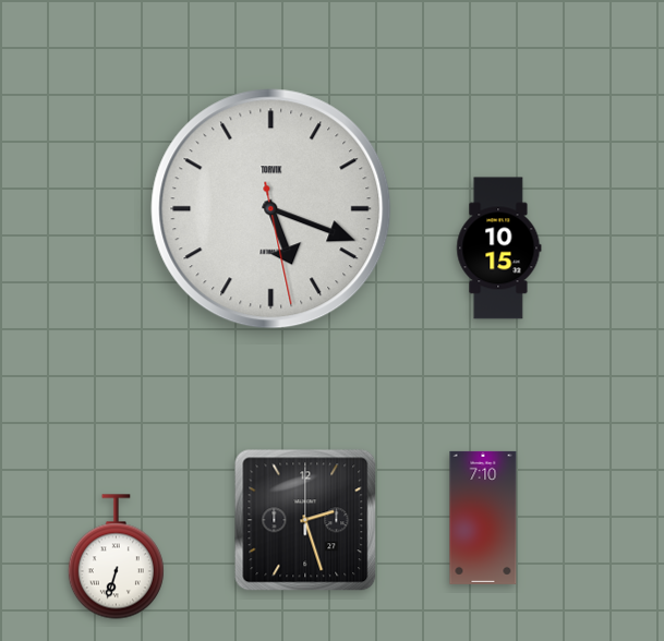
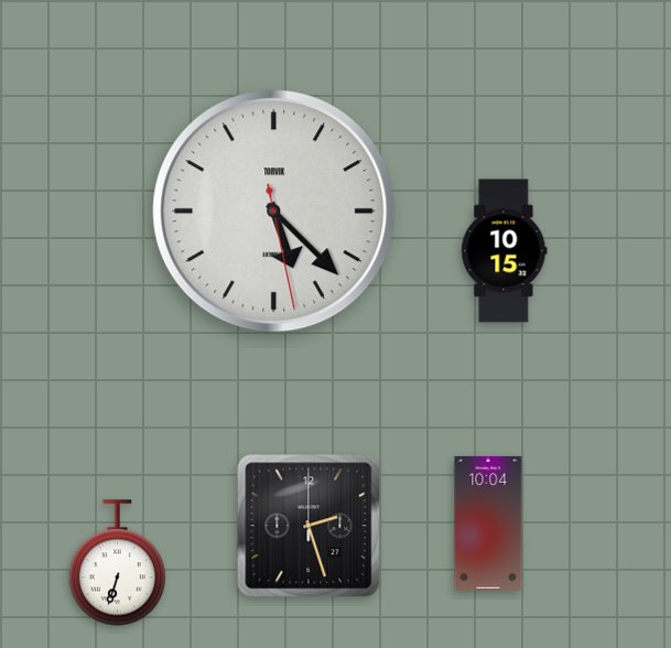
clock at (271, 209): 5:18 -> 5:22
clock at (483, 518): 7:10 -> 10:04
